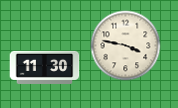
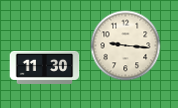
clock at (126, 46): 3:47 -> 9:16
